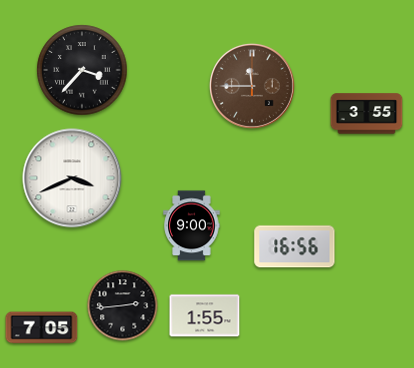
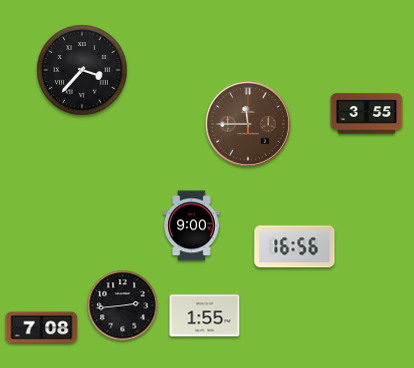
clock at (252, 86) position: (252, 86) -> (248, 124)
clock at (72, 178): 3:41 -> none
clock at (42, 328): 7:05 -> 7:08
